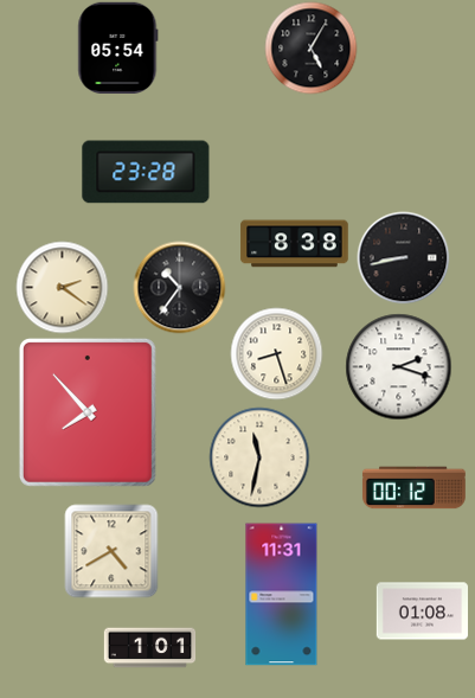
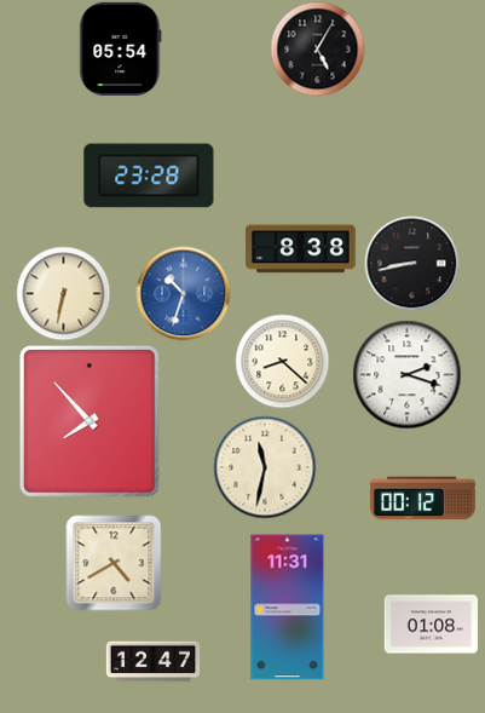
clock at (62, 287): 2:21 -> 6:32
clock at (179, 287): 10:36 -> 10:33
clock at (179, 287) dial: black -> blue
clock at (276, 353): 8:27 -> 8:22
clock at (149, 648): 1:01 -> 12:47
